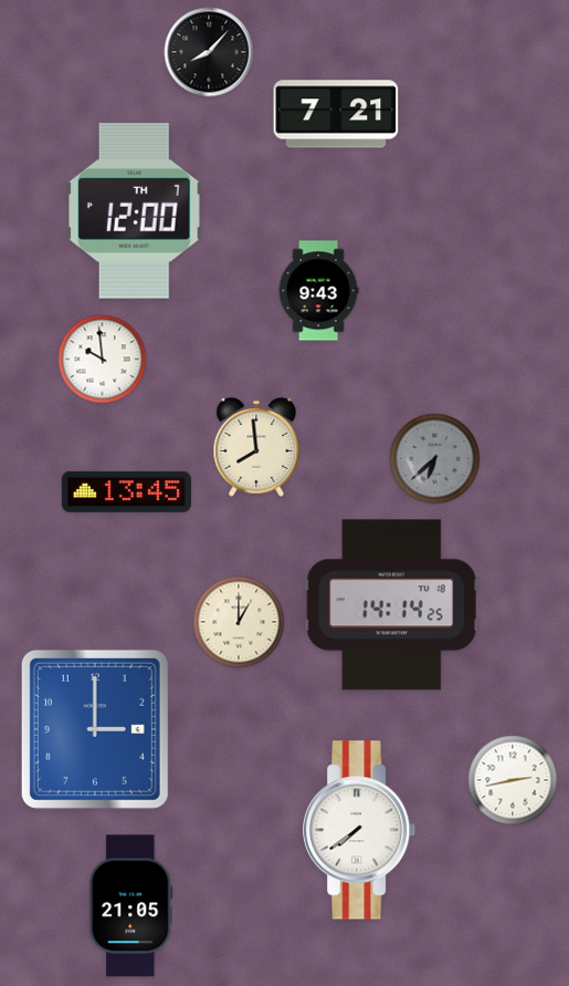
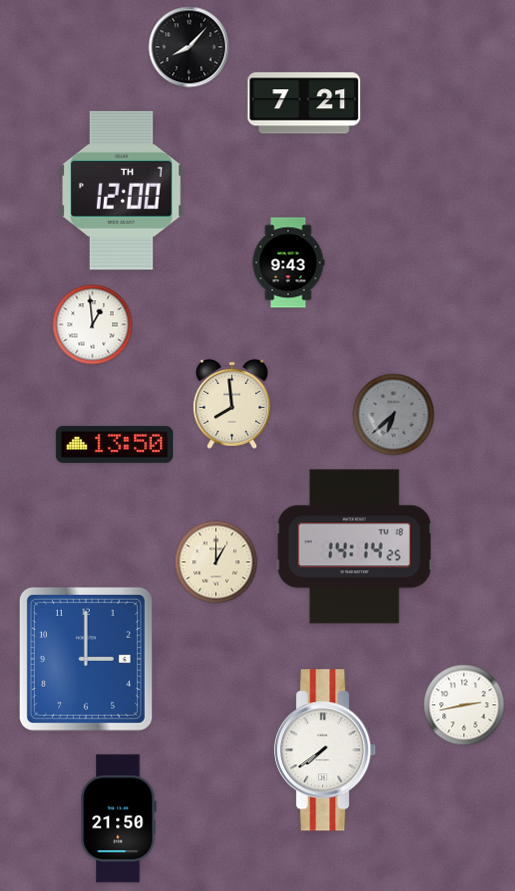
clock at (103, 360): 9:59 -> 12:59
clock at (126, 491): 13:45 -> 13:50
clock at (131, 906): 21:05 -> 21:50
